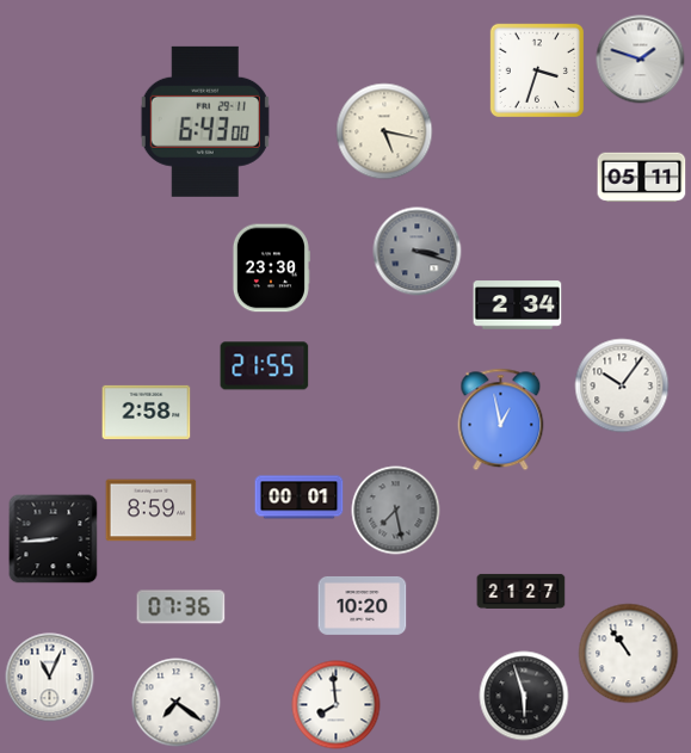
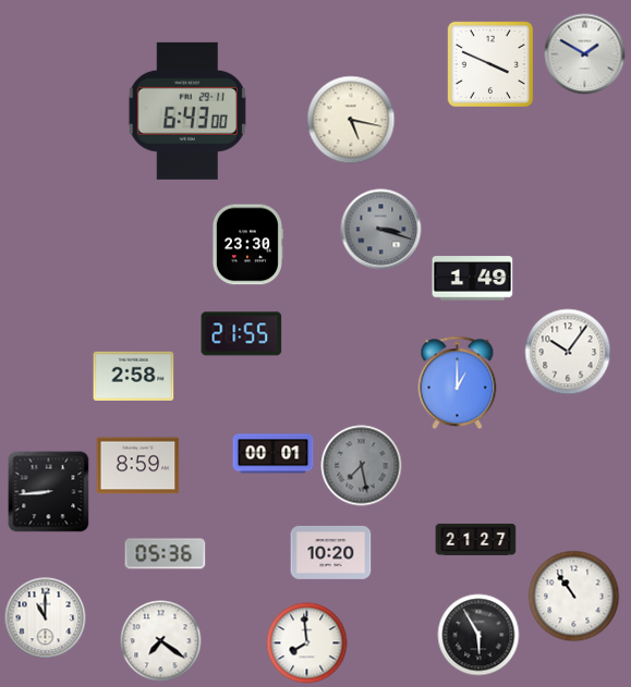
clock at (641, 60): 1:48 -> 1:50
clock at (537, 70): 3:33 -> 3:49
clock at (642, 178): 05:11 -> none
clock at (518, 305): 2:34 -> 1:49
clock at (501, 420): 12:58 -> 1:00
clock at (181, 607): 07:36 -> 05:36
clock at (50, 678): 11:04 -> 11:00
clock at (524, 696): 5:57 -> 5:55
